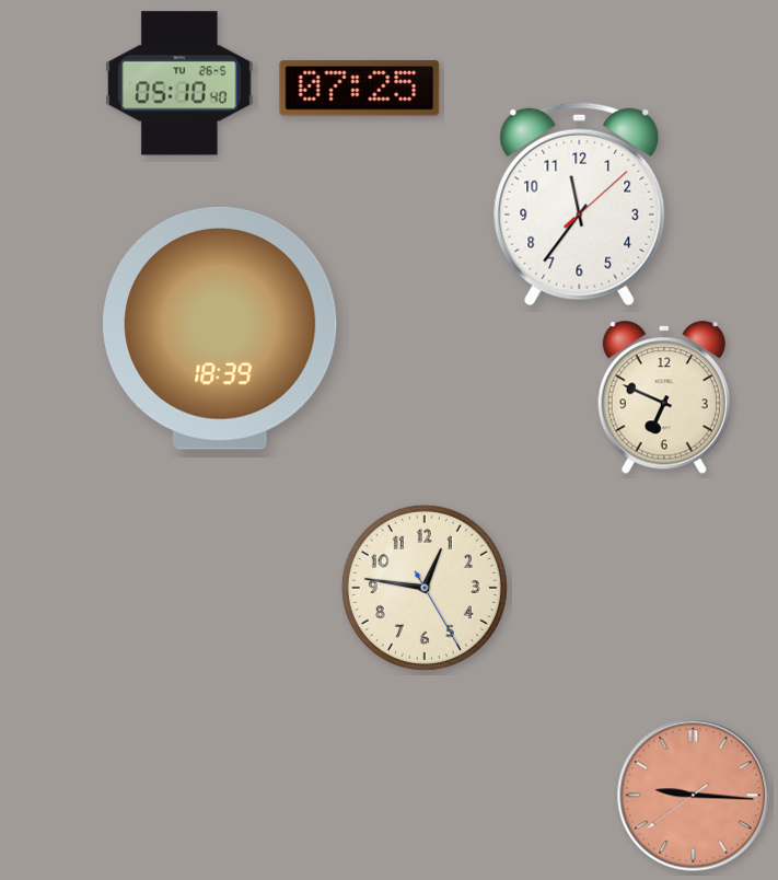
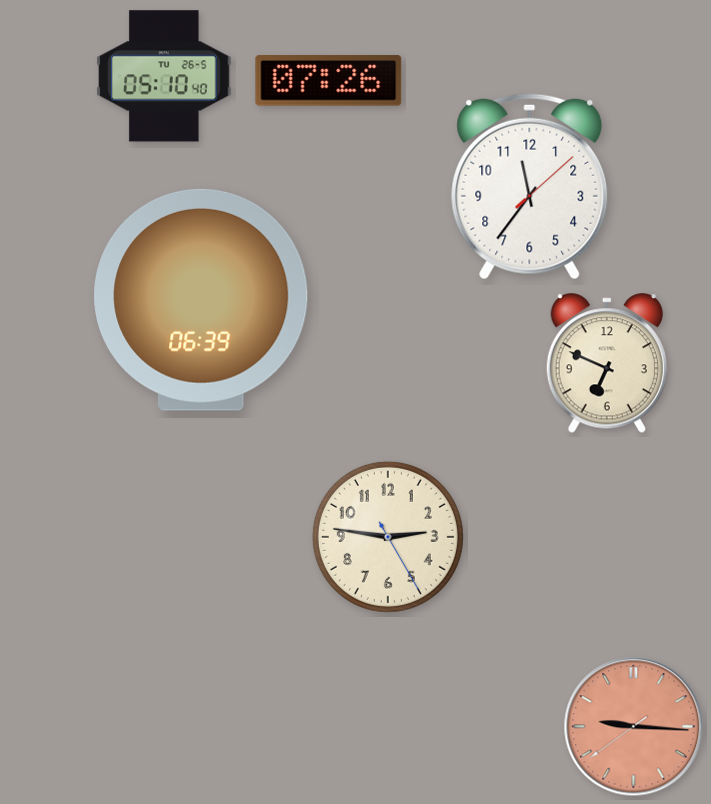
clock at (360, 89): 07:25 -> 07:26
clock at (220, 328): 18:39 -> 06:39
clock at (425, 588): 12:46 -> 2:46
